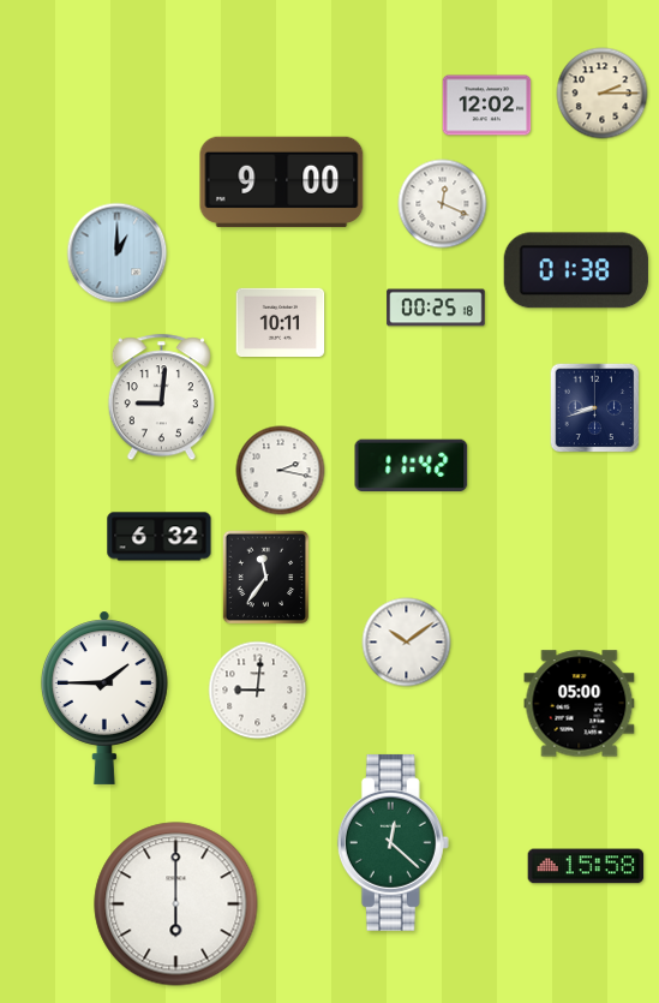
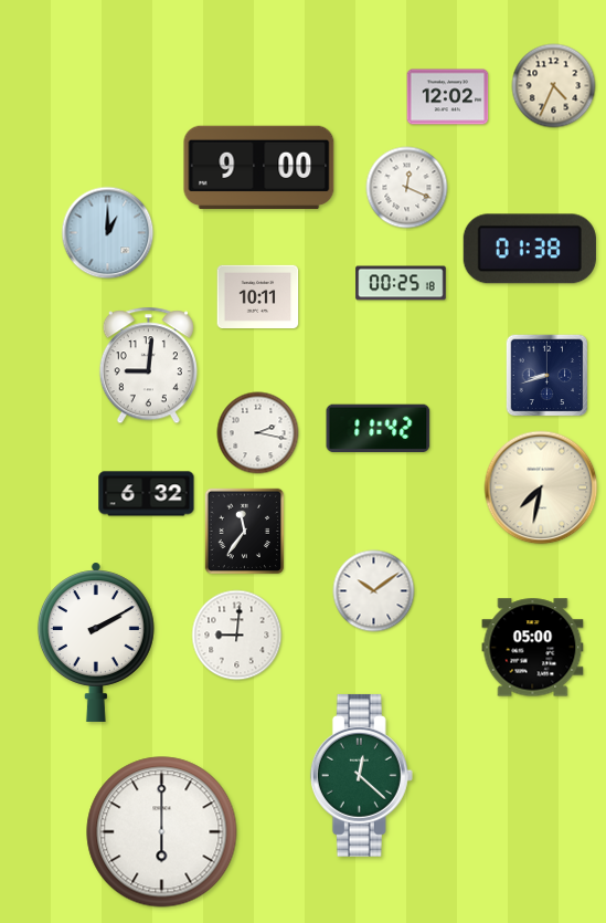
clock at (603, 94): 2:15 -> 4:34
clock at (541, 487): none -> 7:32
clock at (104, 698): 1:45 -> 2:10
clock at (586, 866): 15:58 -> none
